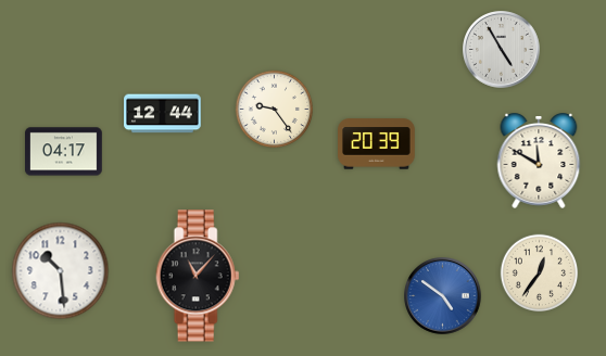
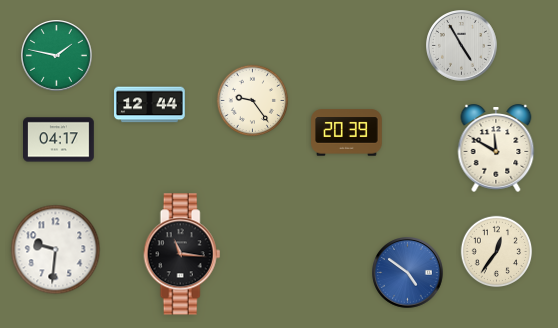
clock at (57, 56): none -> 1:47
clock at (61, 271): 10:29 -> 9:31
clock at (198, 276): 11:07 -> 11:16
